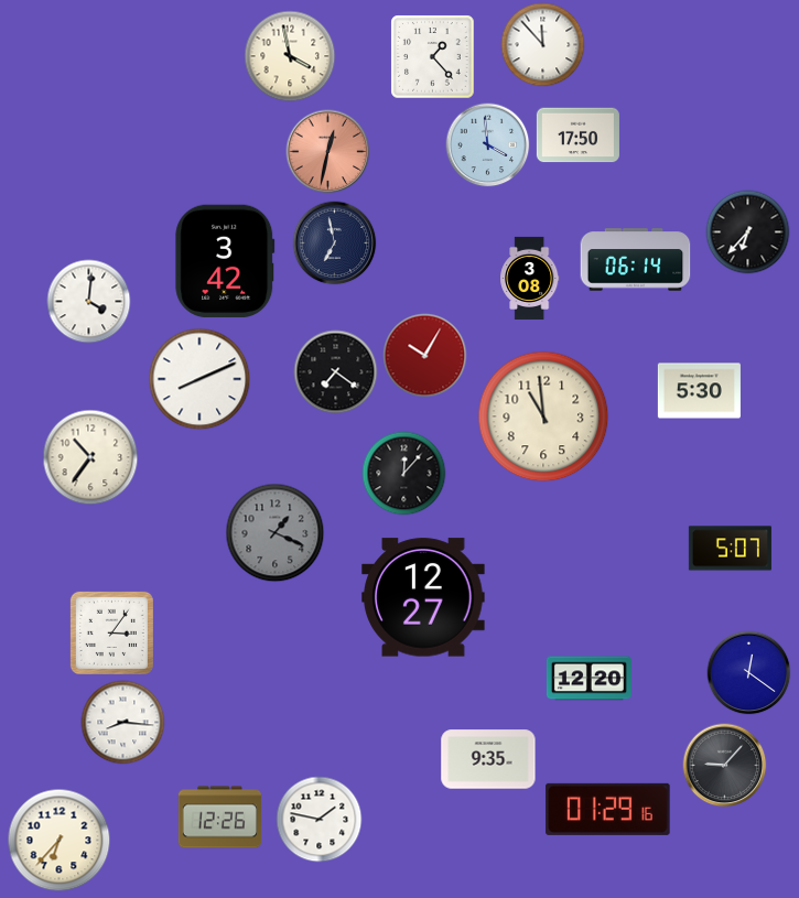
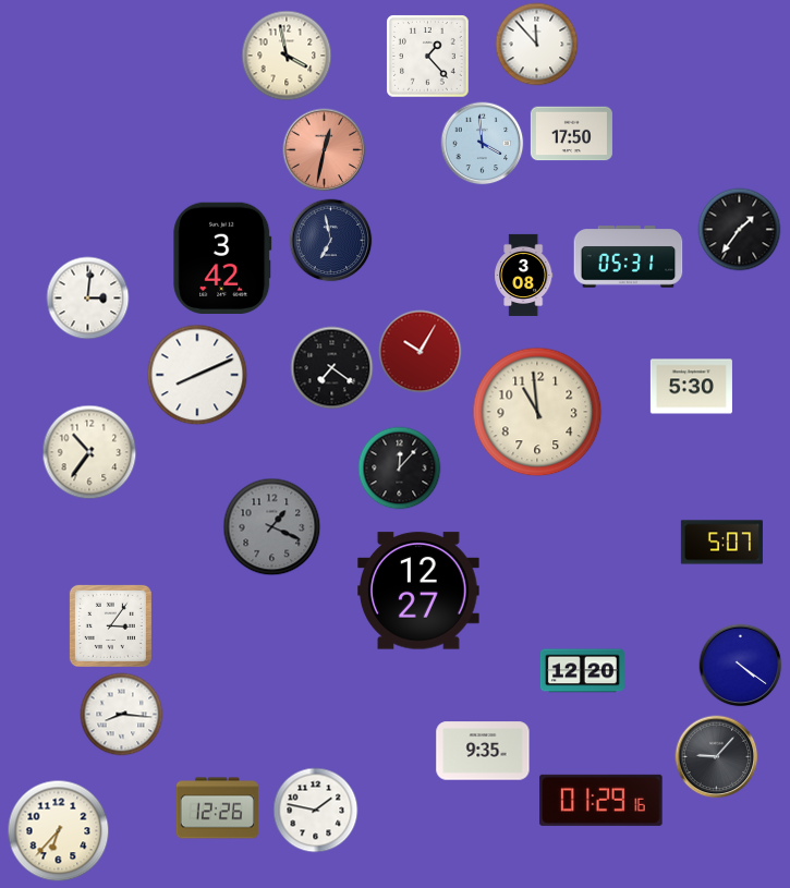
clock at (748, 232): 6:37 -> 1:36
clock at (636, 260): 06:14 -> 05:31
clock at (89, 302): 4:01 -> 3:01
clock at (749, 673): 12:21 -> 4:21
